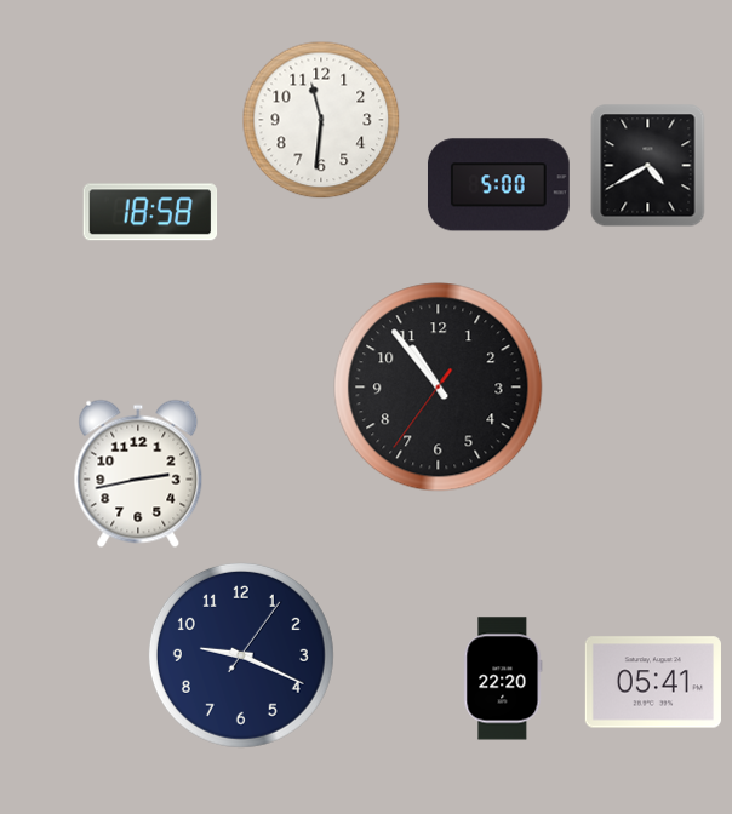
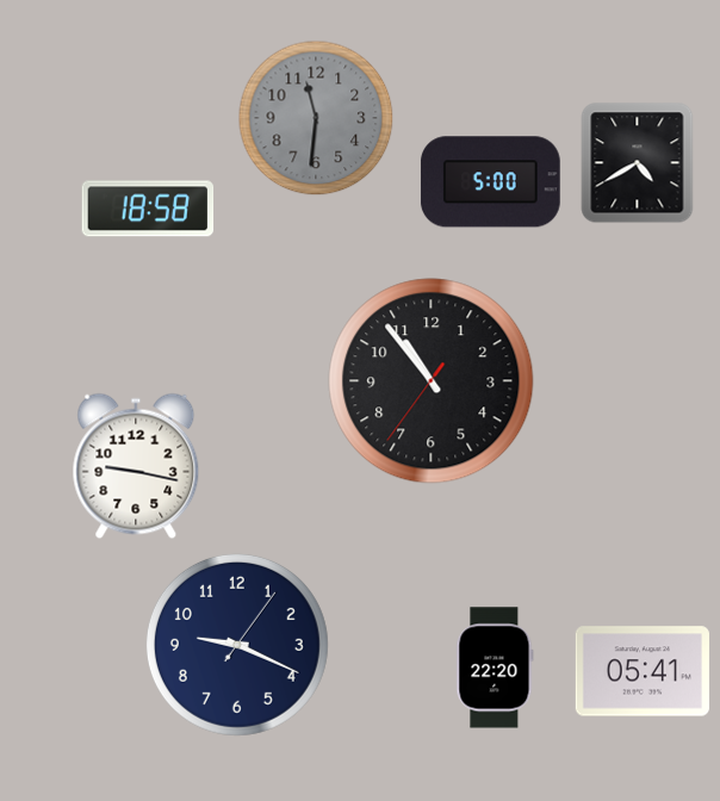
clock at (321, 120) dial: white -> grey
clock at (138, 474): 2:43 -> 9:17
